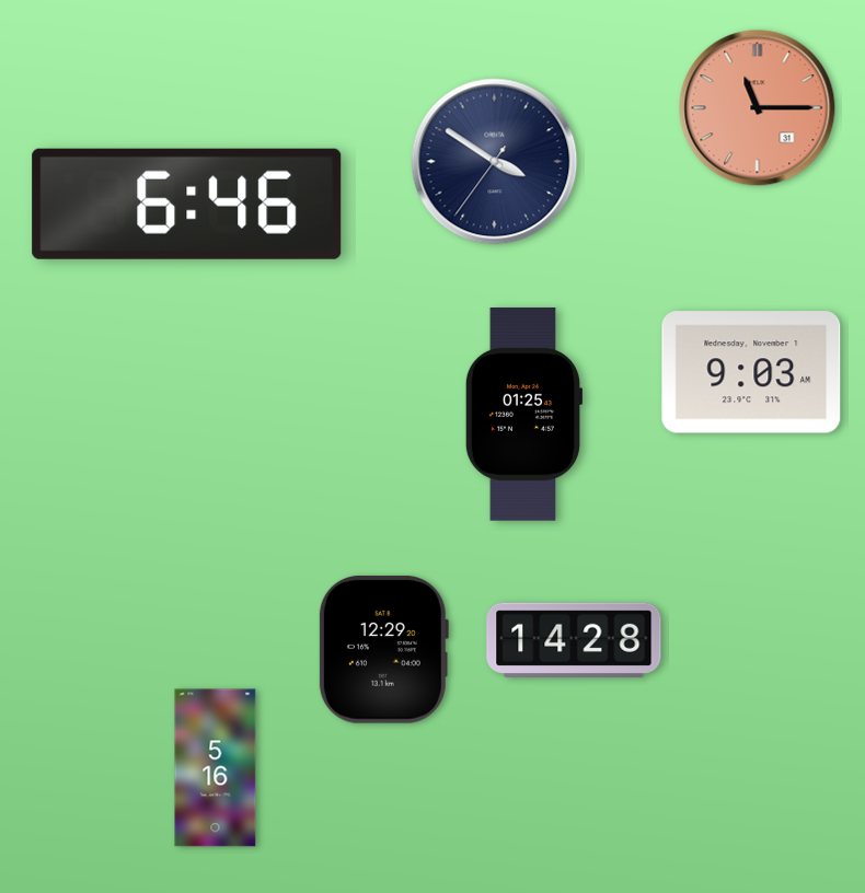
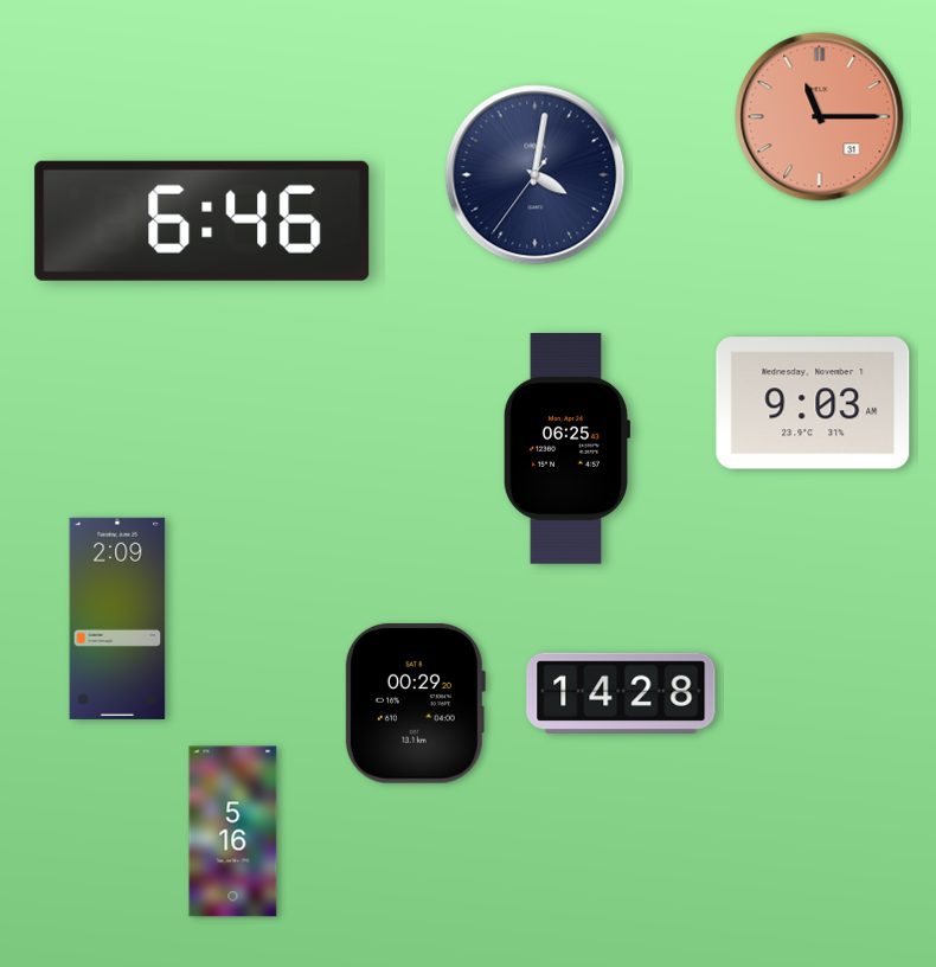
clock at (495, 162): 3:50 -> 4:01
clock at (523, 414): 01:25 -> 06:25
clock at (117, 619): none -> 2:09
clock at (383, 649): 12:29 -> 00:29
